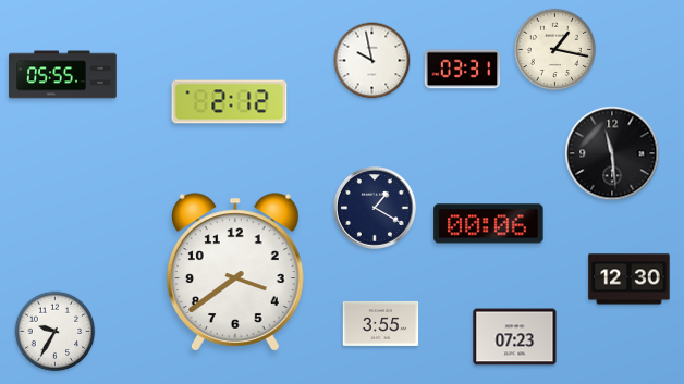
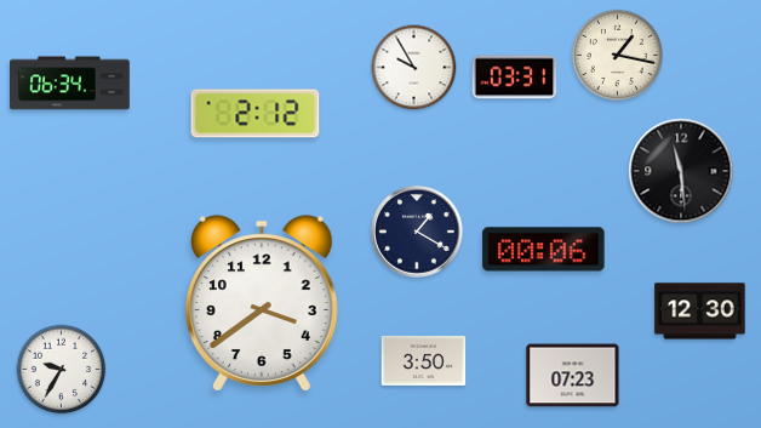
clock at (372, 61): 9:58 -> 9:55
clock at (63, 75): 05:55 -> 06:34
clock at (381, 323): 3:55 -> 3:50
